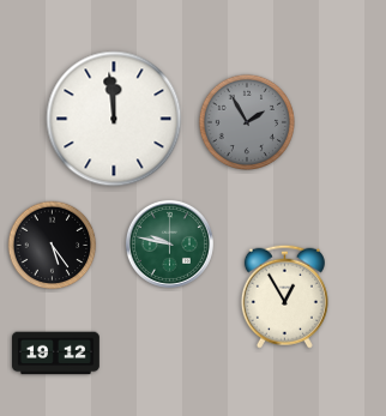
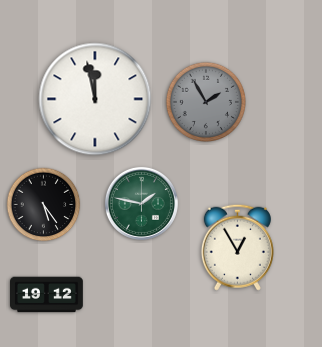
clock at (114, 119): 11:59 -> 11:58
clock at (169, 243): 9:47 -> 1:47
